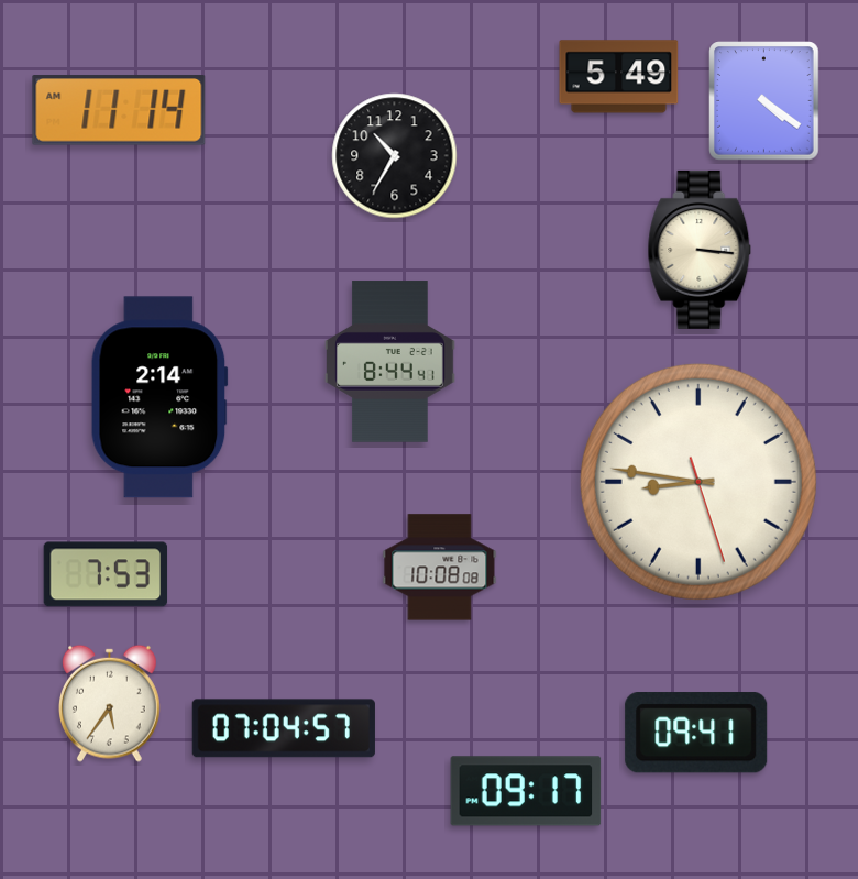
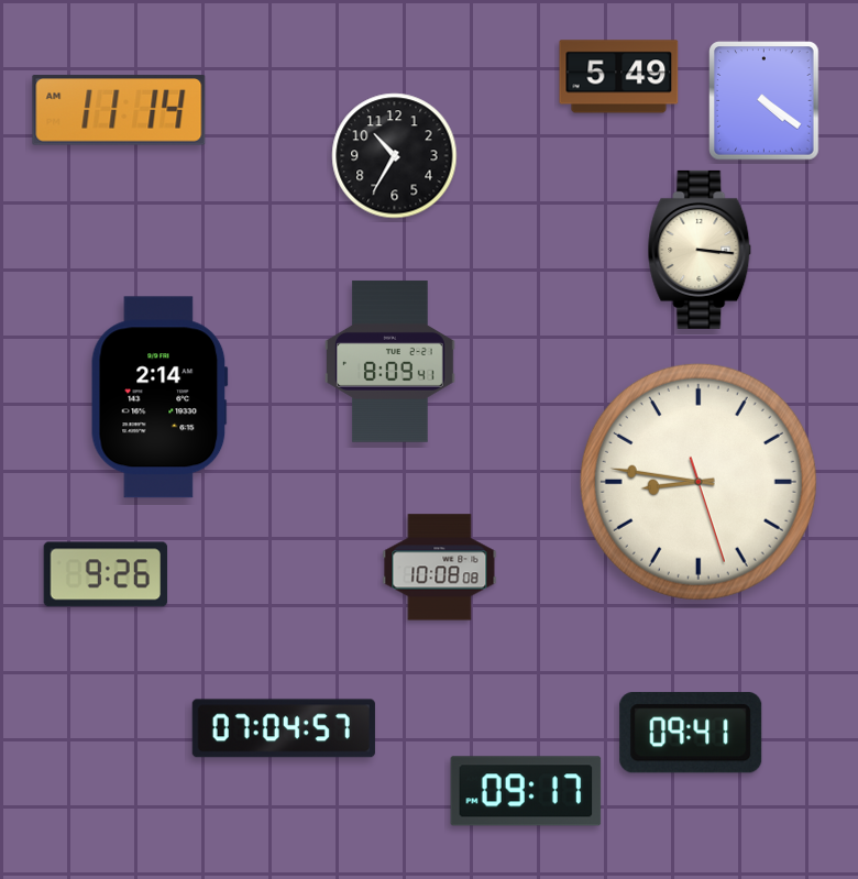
clock at (391, 362): 8:44 -> 8:09
clock at (106, 574): 7:53 -> 9:26
clock at (110, 703): 5:36 -> none
clock at (696, 733) position: (696, 733) -> (691, 733)
